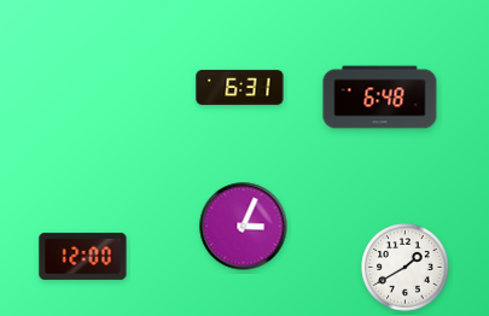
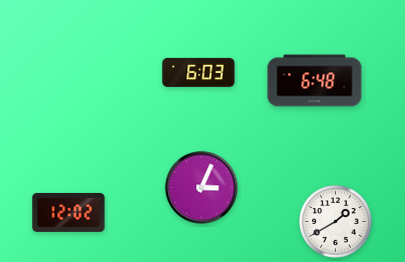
clock at (240, 87): 6:31 -> 6:03
clock at (83, 256): 12:00 -> 12:02
